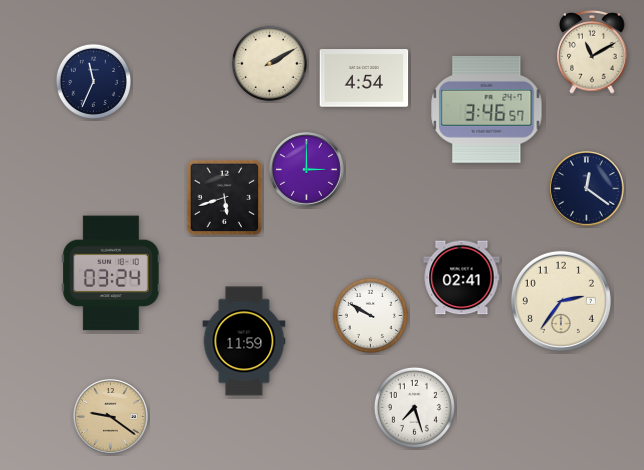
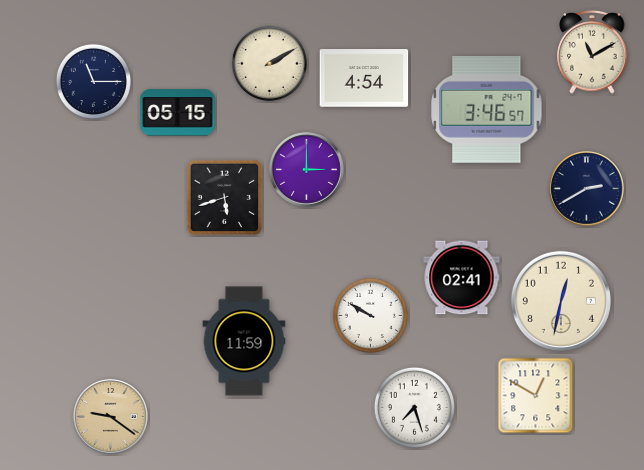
clock at (93, 81): 11:34 -> 11:15
clock at (178, 113): none -> 05:15
clock at (587, 189): 12:21 -> 2:40
clock at (111, 273): 03:24 -> none
clock at (561, 301): 2:36 -> 12:32
clock at (536, 396): none -> 12:50
